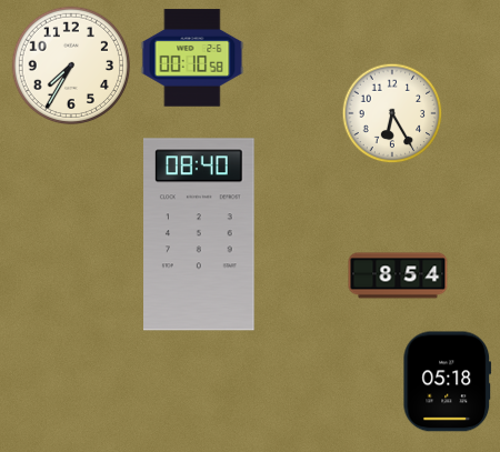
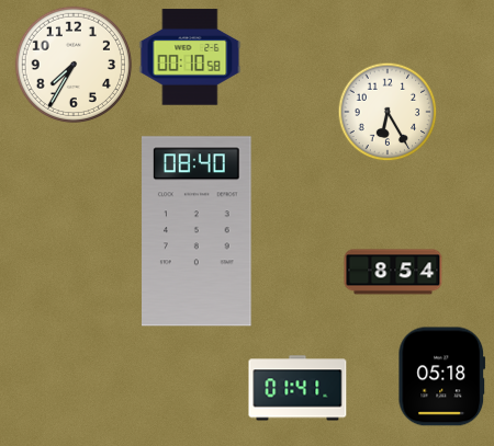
clock at (71, 66) position: (71, 66) -> (74, 65)
clock at (297, 388): none -> 01:41
